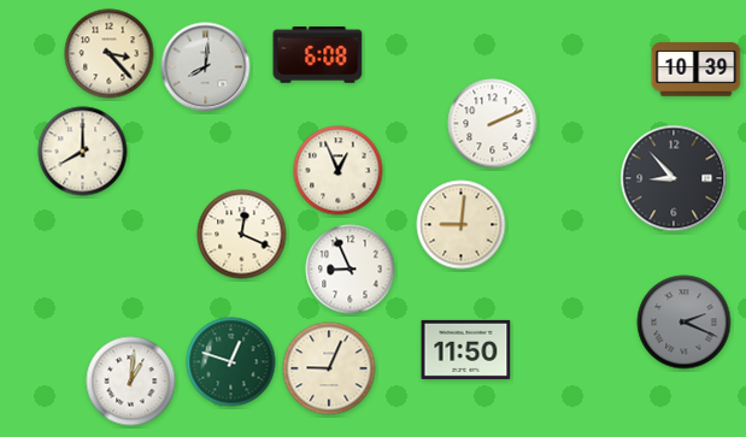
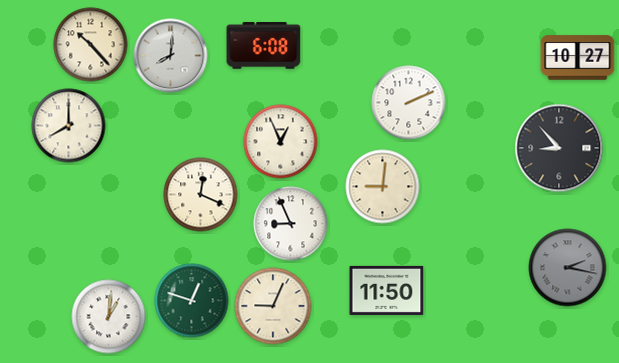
clock at (110, 54): 3:23 -> 10:23
clock at (697, 70): 10:39 -> 10:27
clock at (685, 323): 2:19 -> 2:17
